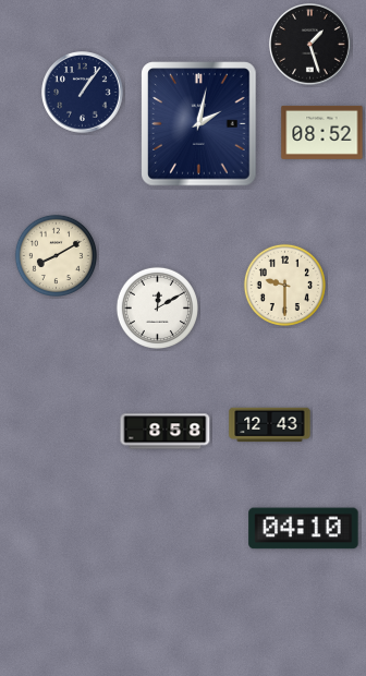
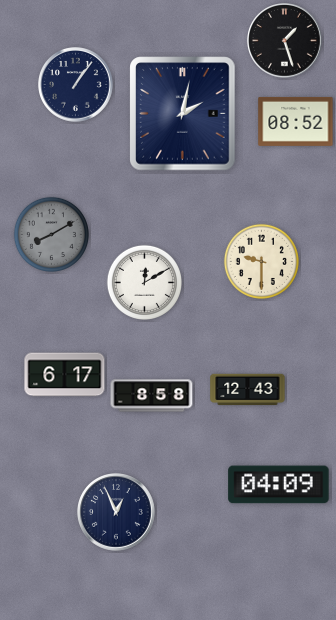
clock at (56, 255) dial: cream -> grey
clock at (65, 375): none -> 6:17
clock at (304, 529): 04:10 -> 04:09
clock at (117, 513): none -> 12:56
